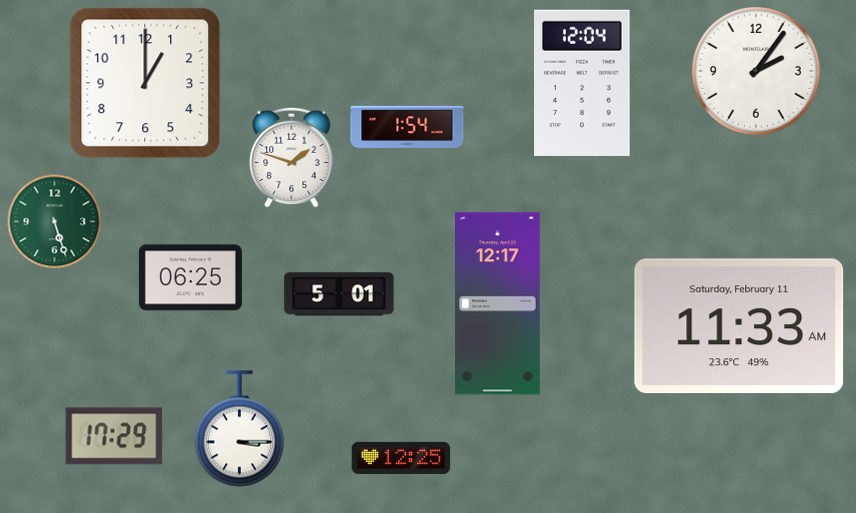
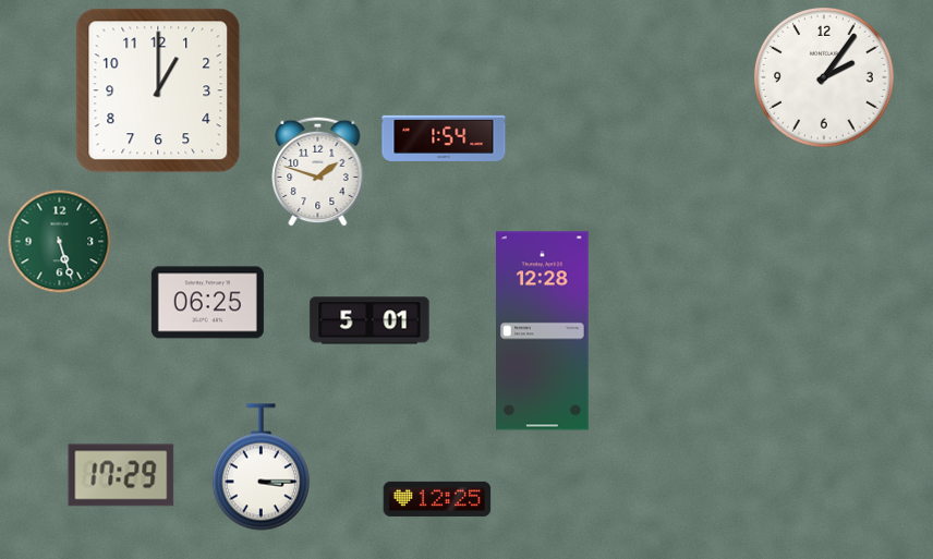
clock at (583, 83): 12:04 -> none
clock at (498, 304): 12:17 -> 12:28
clock at (739, 326): 11:33 -> none
clock at (114, 436) position: (114, 436) -> (121, 475)
